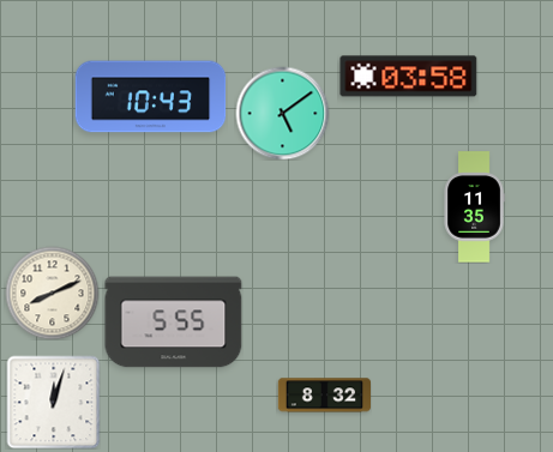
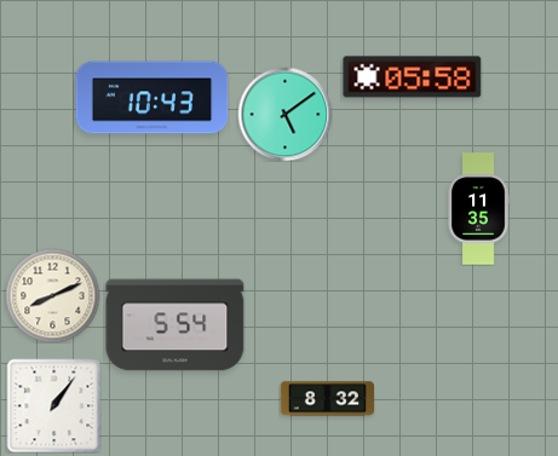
clock at (409, 77): 03:58 -> 05:58
clock at (174, 323): 5:55 -> 5:54
clock at (53, 402): 12:03 -> 1:06
